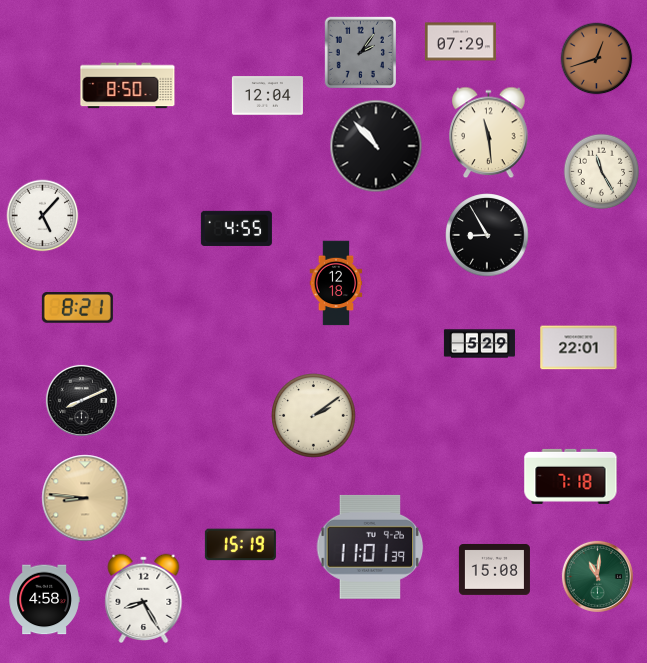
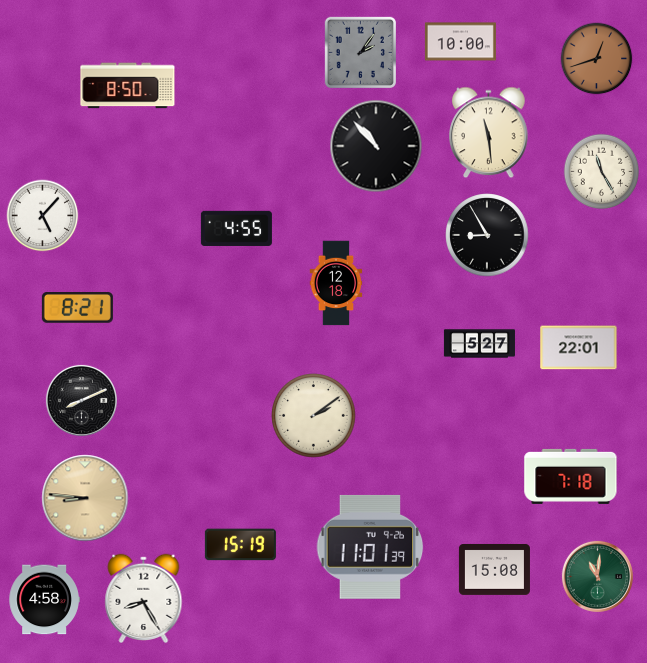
clock at (460, 42): 07:29 -> 10:00
clock at (267, 96): 12:04 -> none
clock at (479, 344): 5:29 -> 5:27
